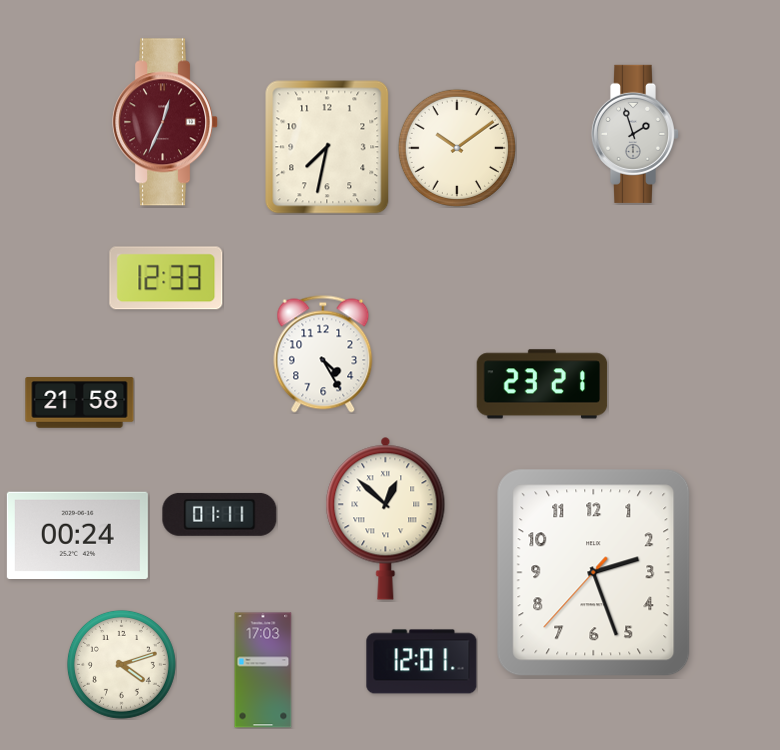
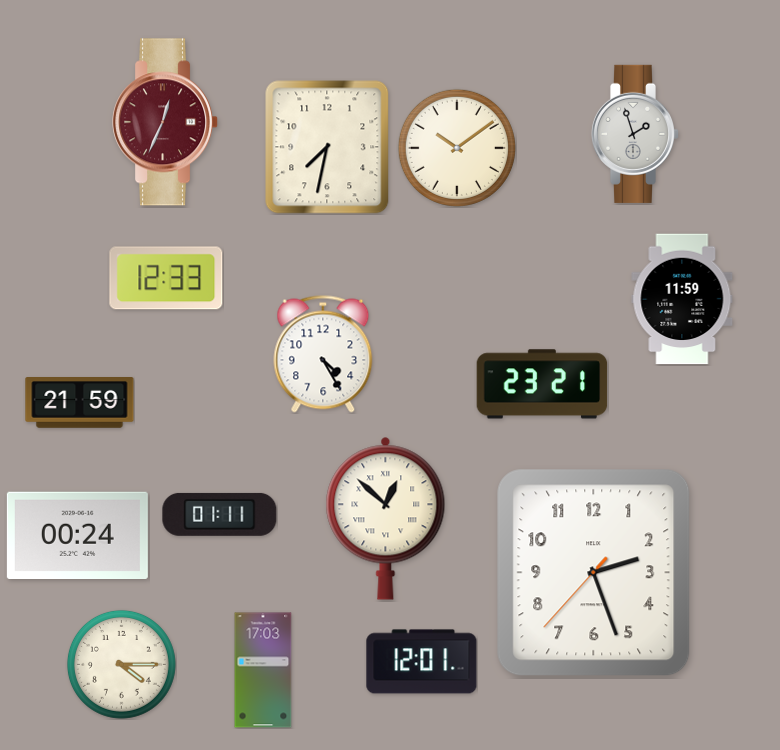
clock at (682, 299): none -> 11:59
clock at (80, 403): 21:58 -> 21:59
clock at (121, 664): 4:12 -> 4:15
